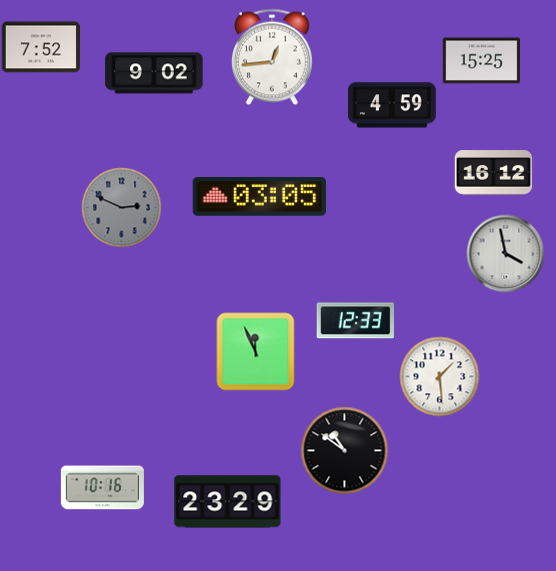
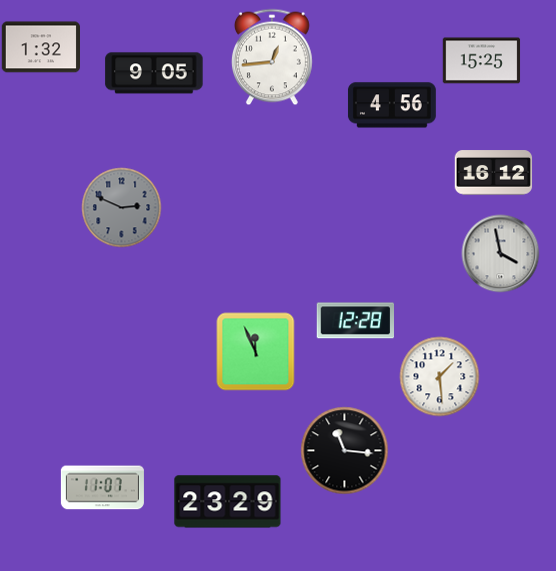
clock at (40, 47): 7:52 -> 1:32
clock at (154, 73): 9:02 -> 9:05
clock at (392, 105): 4:59 -> 4:56
clock at (259, 196): 03:05 -> none
clock at (505, 253) position: (505, 253) -> (500, 253)
clock at (355, 321): 12:33 -> 12:28
clock at (344, 450): 10:51 -> 11:16
clock at (102, 488): 10:16 -> 11:07
